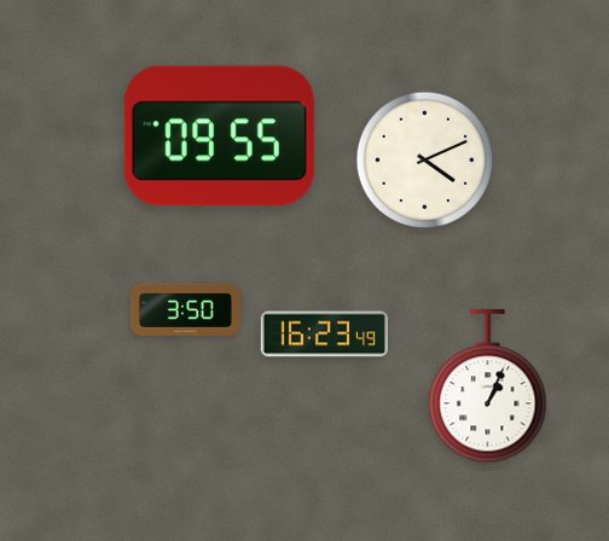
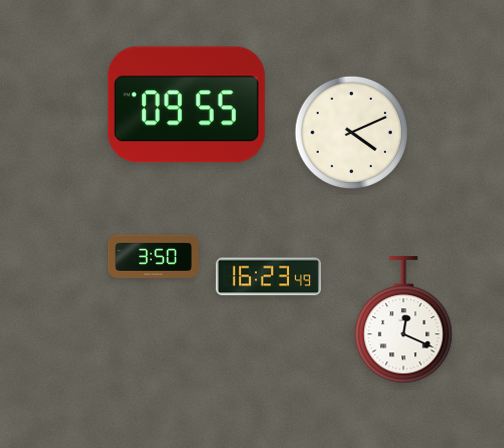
clock at (219, 136) position: (219, 136) -> (186, 105)
clock at (488, 386): 1:04 -> 12:19
